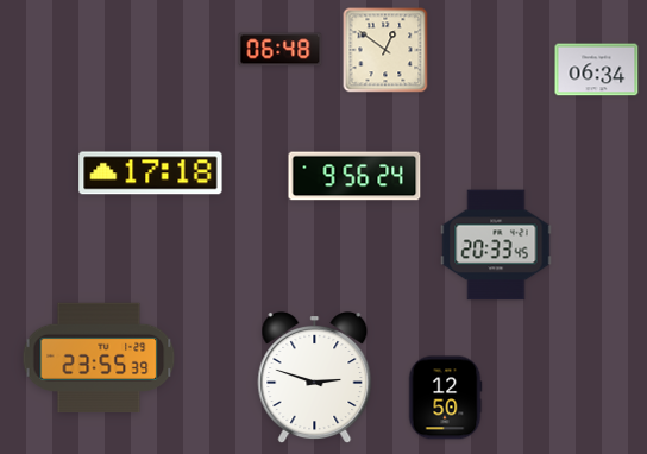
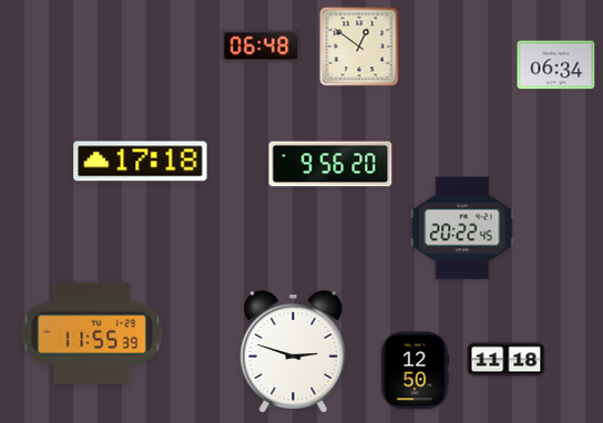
clock at (354, 176): 9:56:24 -> 9:56:20
clock at (496, 245): 20:33 -> 20:22
clock at (99, 357): 23:55 -> 11:55
clock at (507, 360): none -> 11:18
